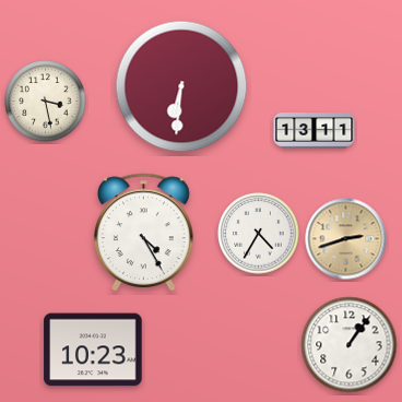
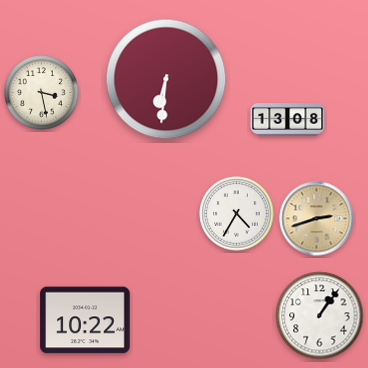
clock at (315, 131): 13:11 -> 13:08
clock at (144, 233): 4:25 -> none
clock at (93, 350): 10:23 -> 10:22
